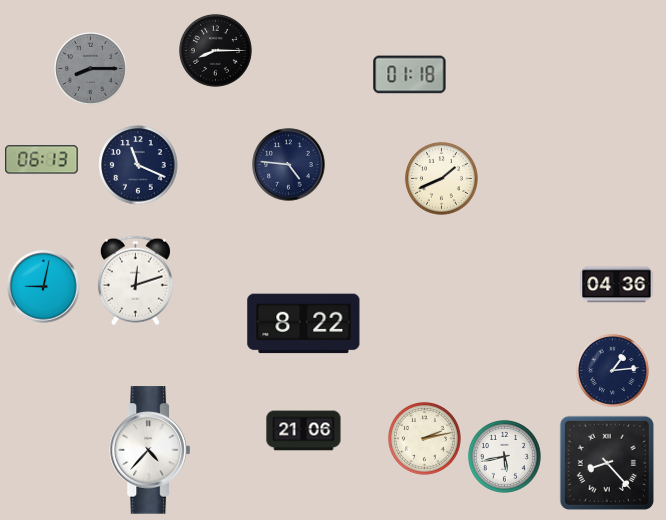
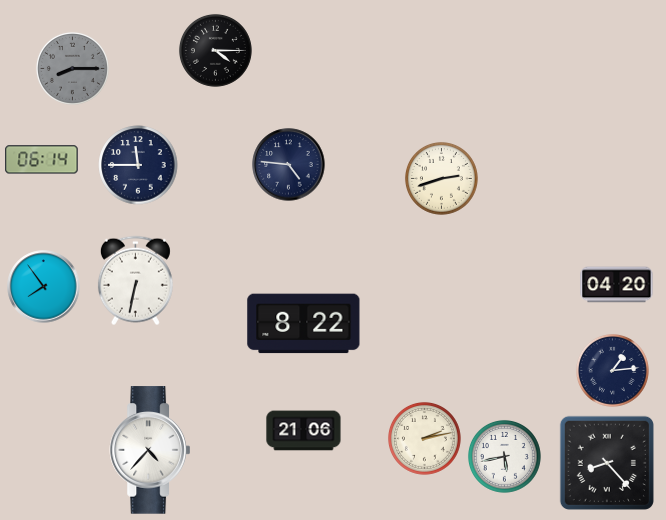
clock at (215, 50): 8:15 -> 4:15
clock at (90, 68) position: (90, 68) -> (72, 68)
clock at (410, 75): 01:18 -> none
clock at (42, 160): 06:13 -> 06:14
clock at (138, 165): 11:19 -> 11:45
clock at (441, 178): 1:41 -> 2:42
clock at (135, 281): 12:12 -> 6:32
clock at (617, 285): 04:36 -> 04:20
clock at (44, 287): 9:02 -> 7:54
